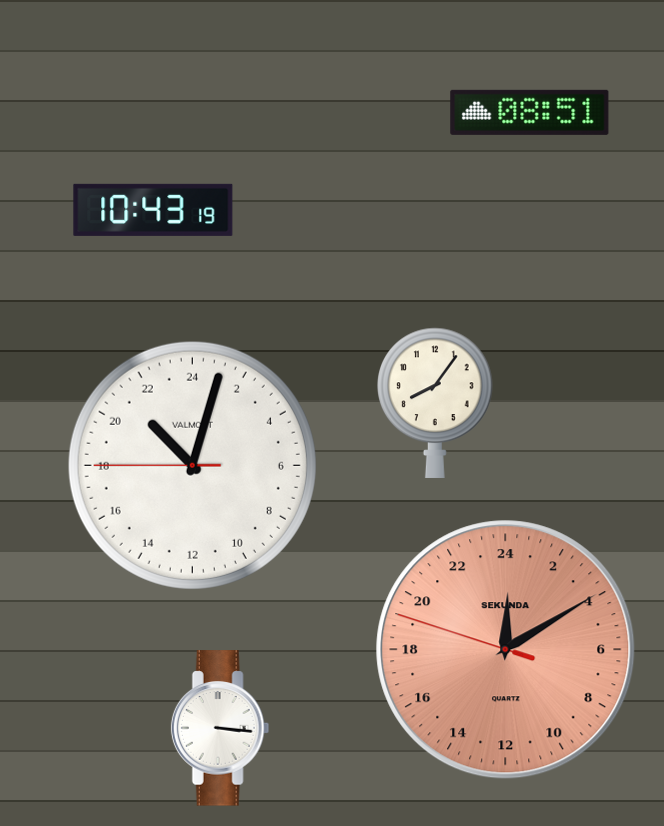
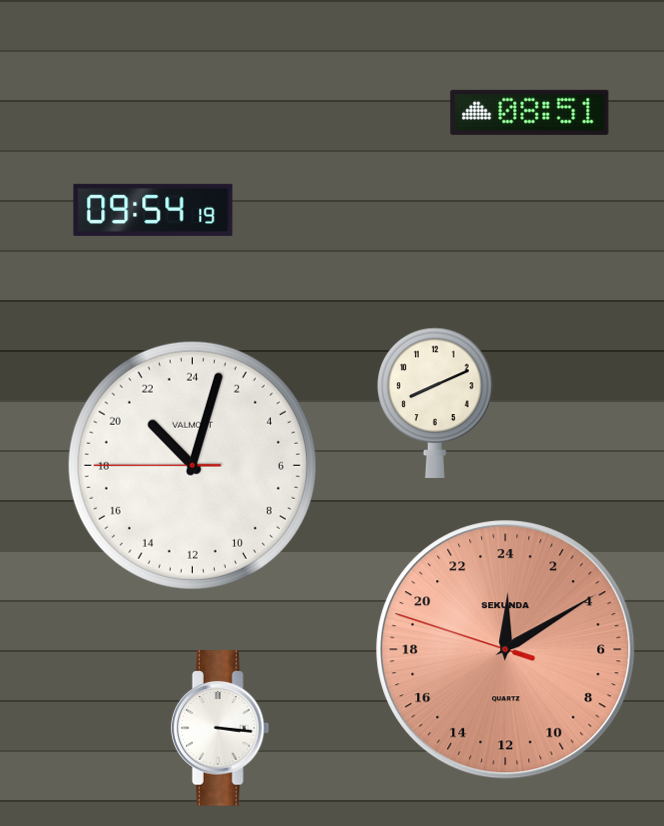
clock at (153, 210): 10:43 -> 09:54
clock at (436, 403): 8:06 -> 8:11
